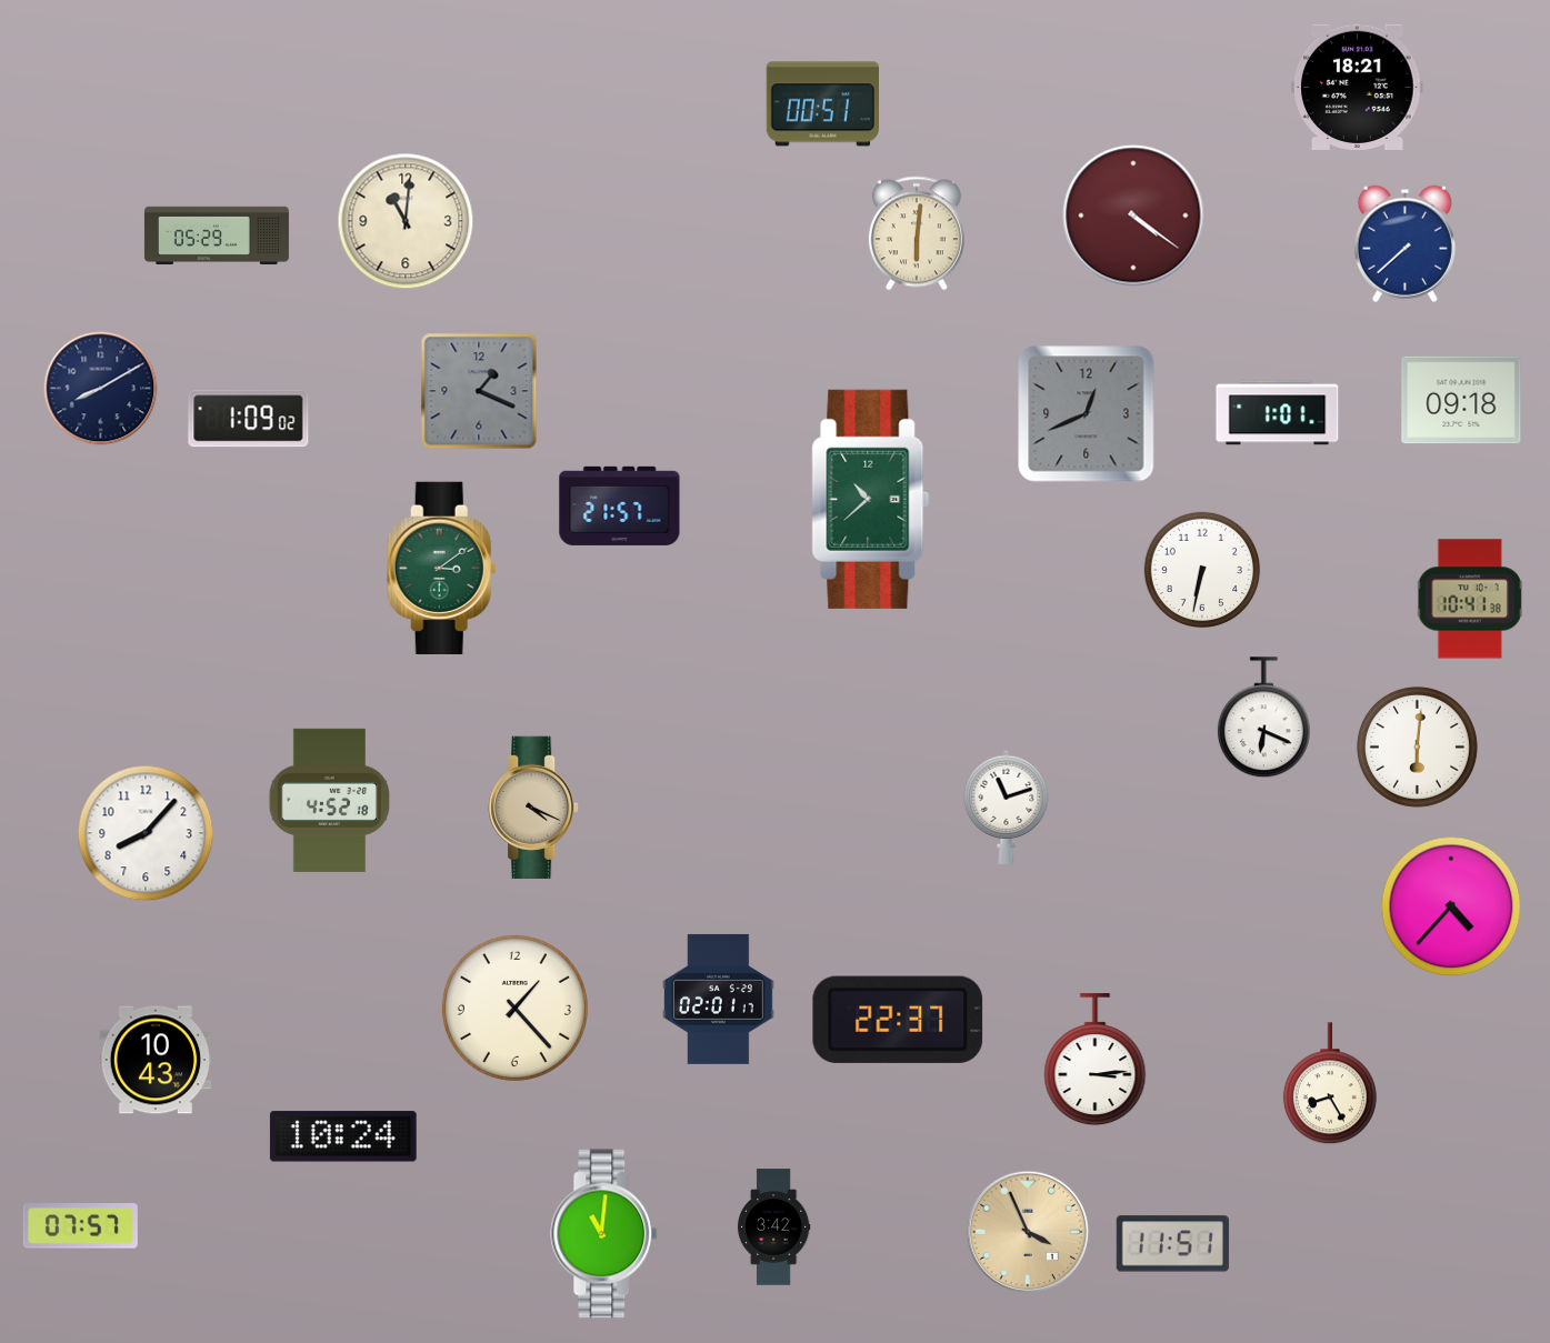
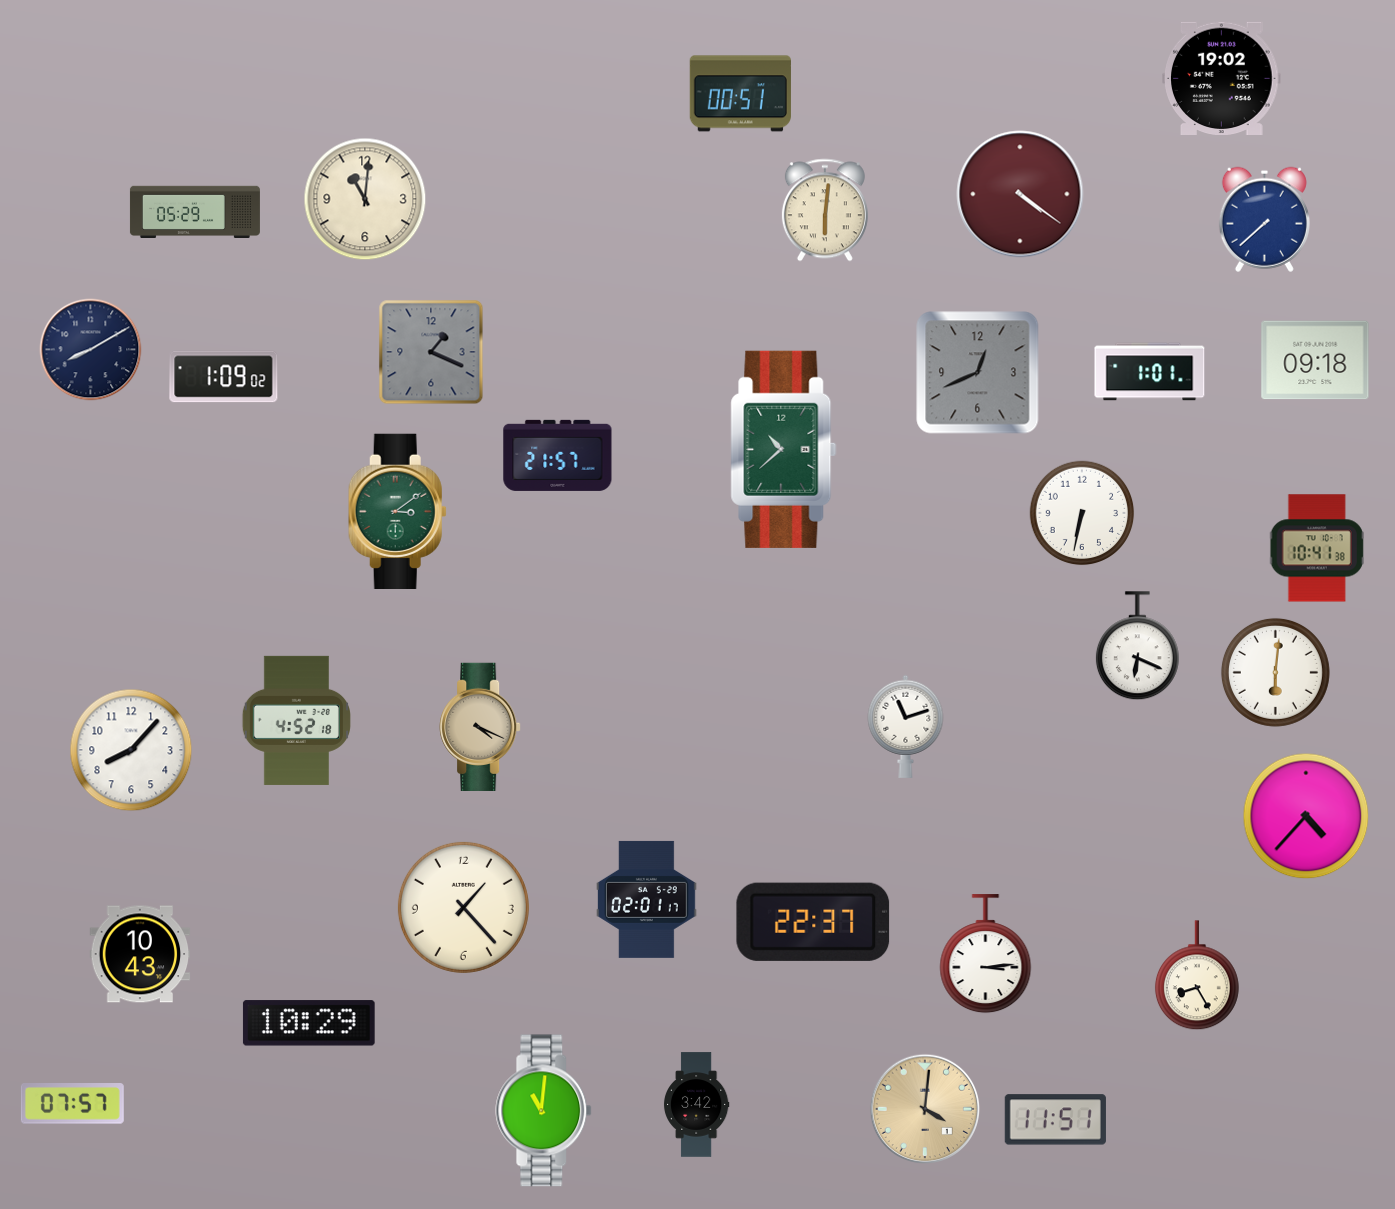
clock at (1358, 87): 18:21 -> 19:02
clock at (1470, 599) position: (1470, 599) -> (1317, 548)
clock at (898, 1020) position: (898, 1020) -> (813, 922)
clock at (343, 1136): 10:24 -> 10:29
clock at (1028, 1232): 3:56 -> 4:01
